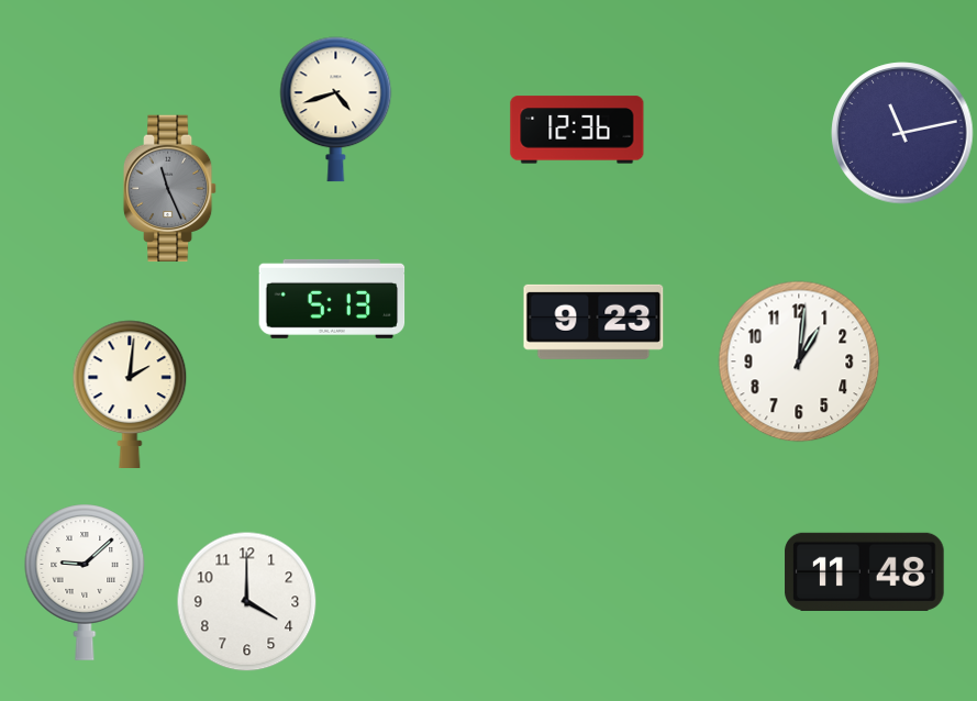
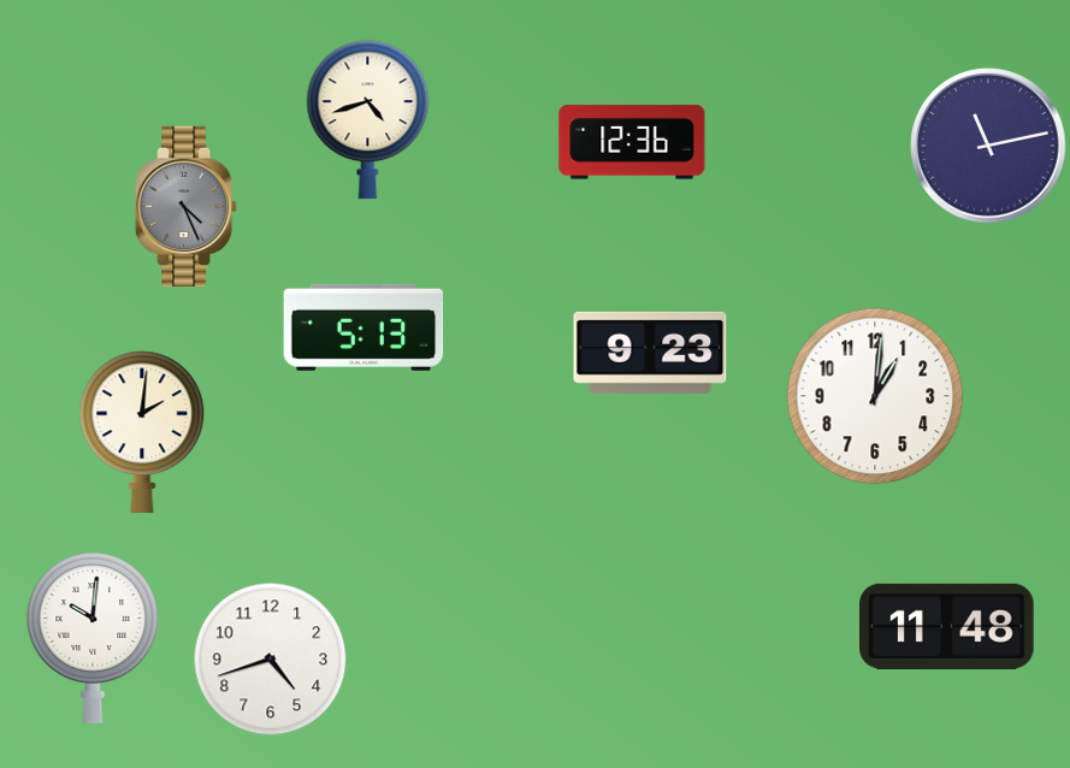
clock at (170, 189): 11:26 -> 4:26
clock at (85, 582): 9:08 -> 10:01
clock at (247, 602): 4:00 -> 4:42
